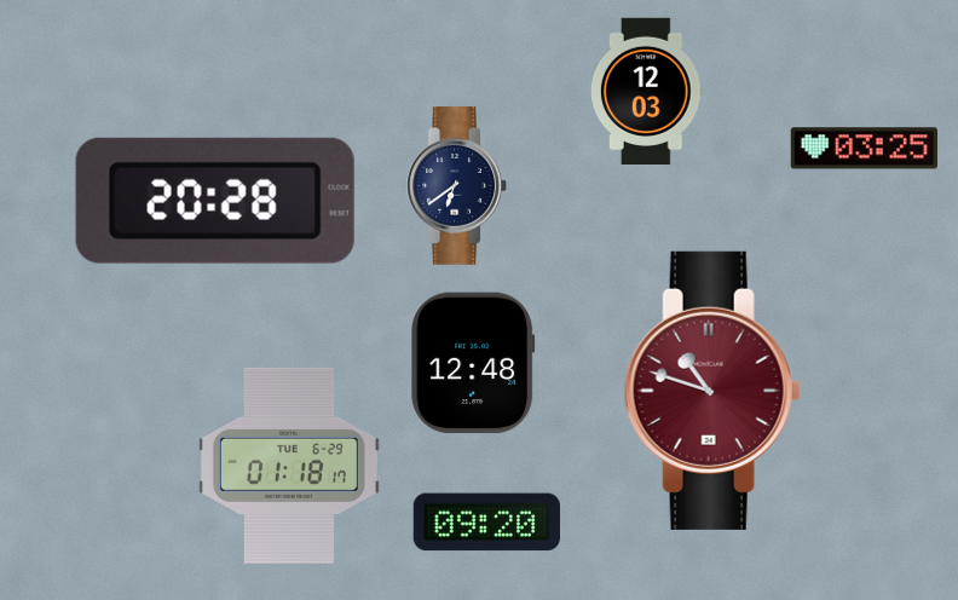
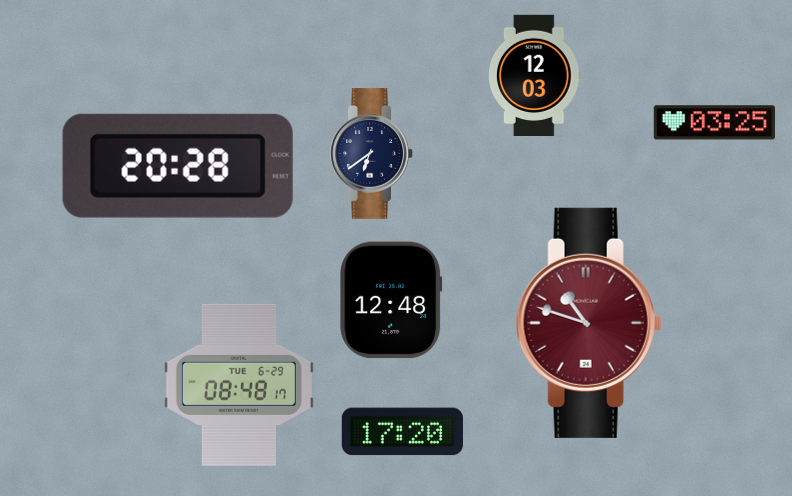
clock at (457, 186) position: (457, 186) -> (372, 154)
clock at (289, 466): 01:18 -> 08:48
clock at (486, 523): 09:20 -> 17:20
